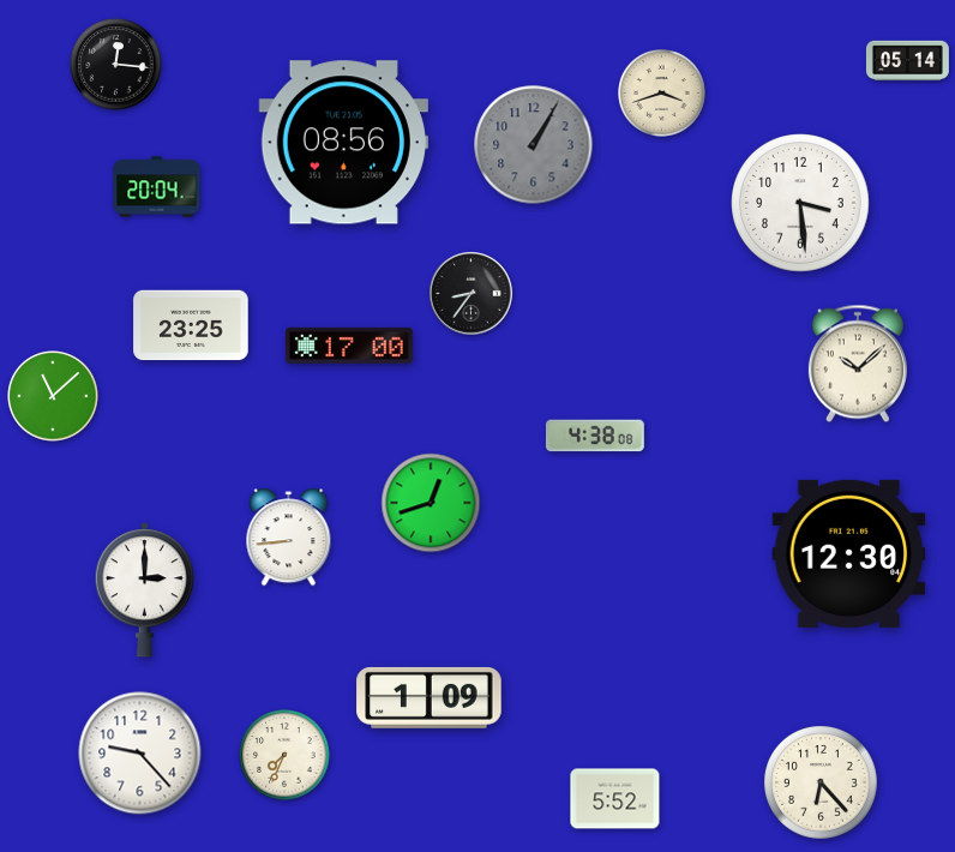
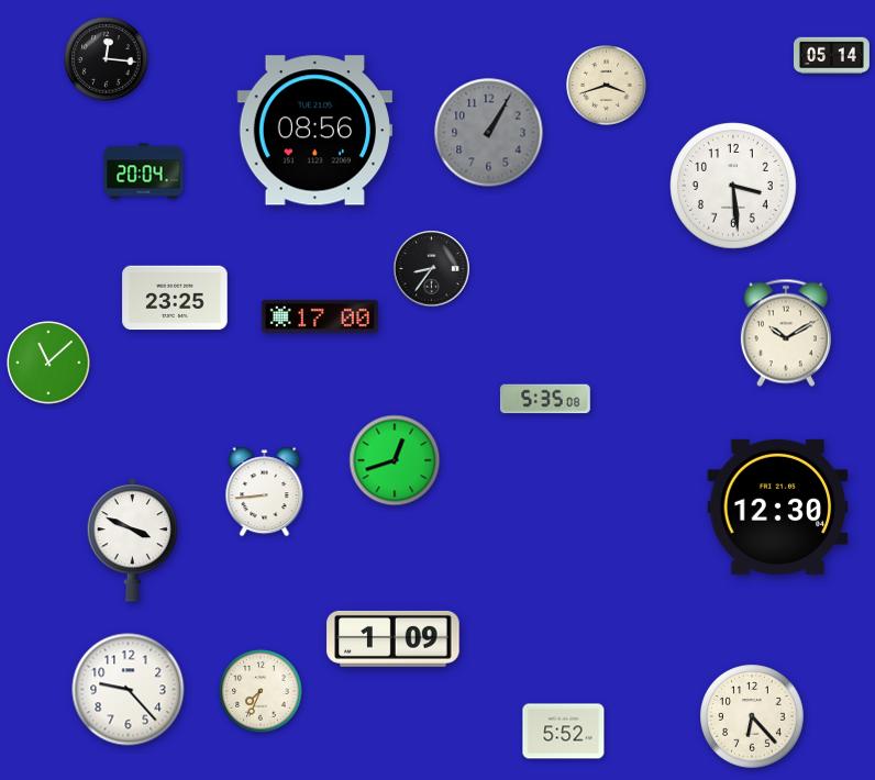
clock at (858, 364): 10:08 -> 10:10
clock at (595, 436): 4:38 -> 5:35
clock at (144, 590): 3:00 -> 3:49
